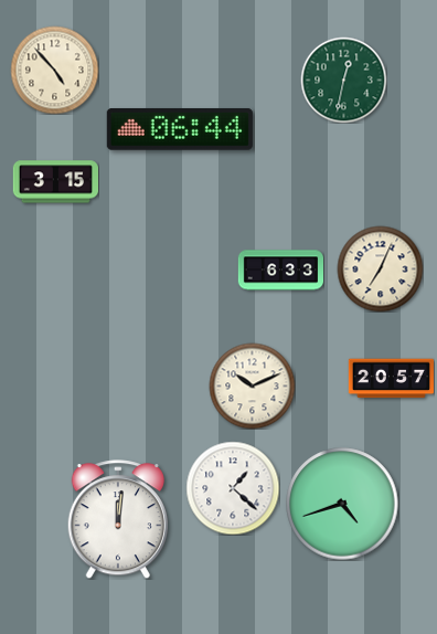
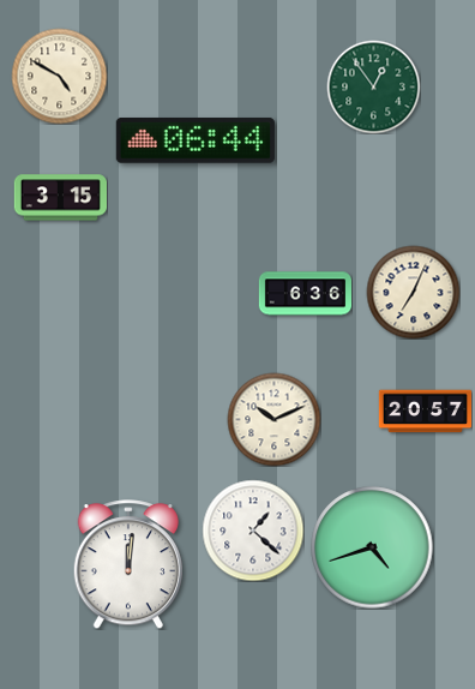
clock at (54, 70): 4:53 -> 4:50
clock at (343, 80): 12:32 -> 12:54
clock at (280, 271): 6:33 -> 6:36
